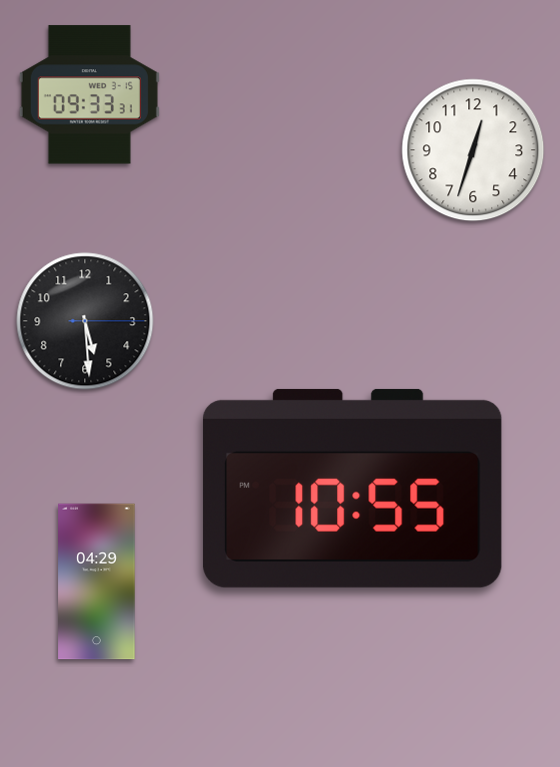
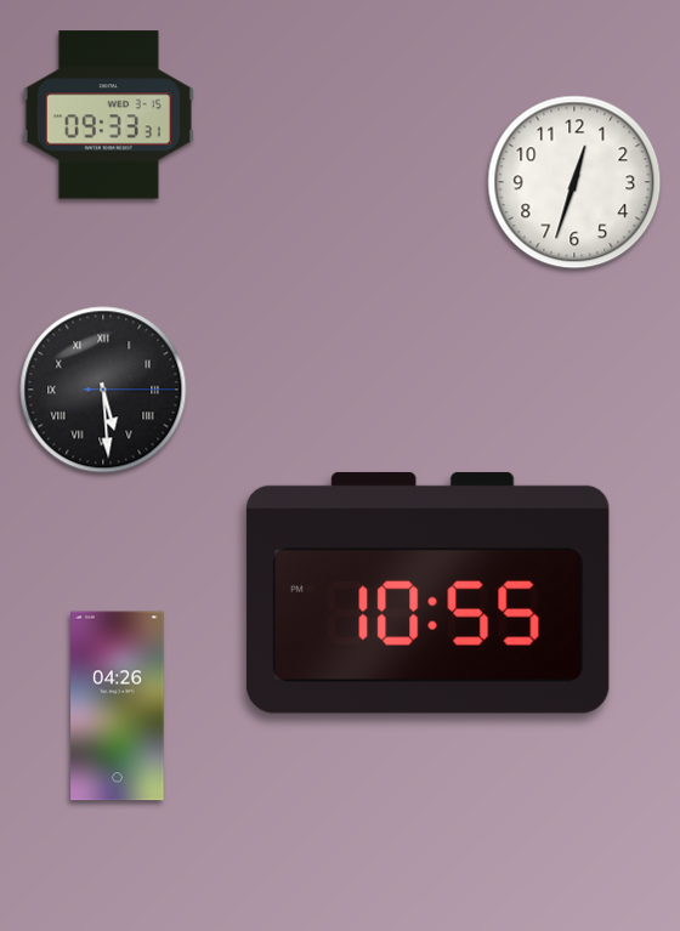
clock at (85, 321) numerals: Arabic -> Roman
clock at (97, 582): 04:29 -> 04:26
